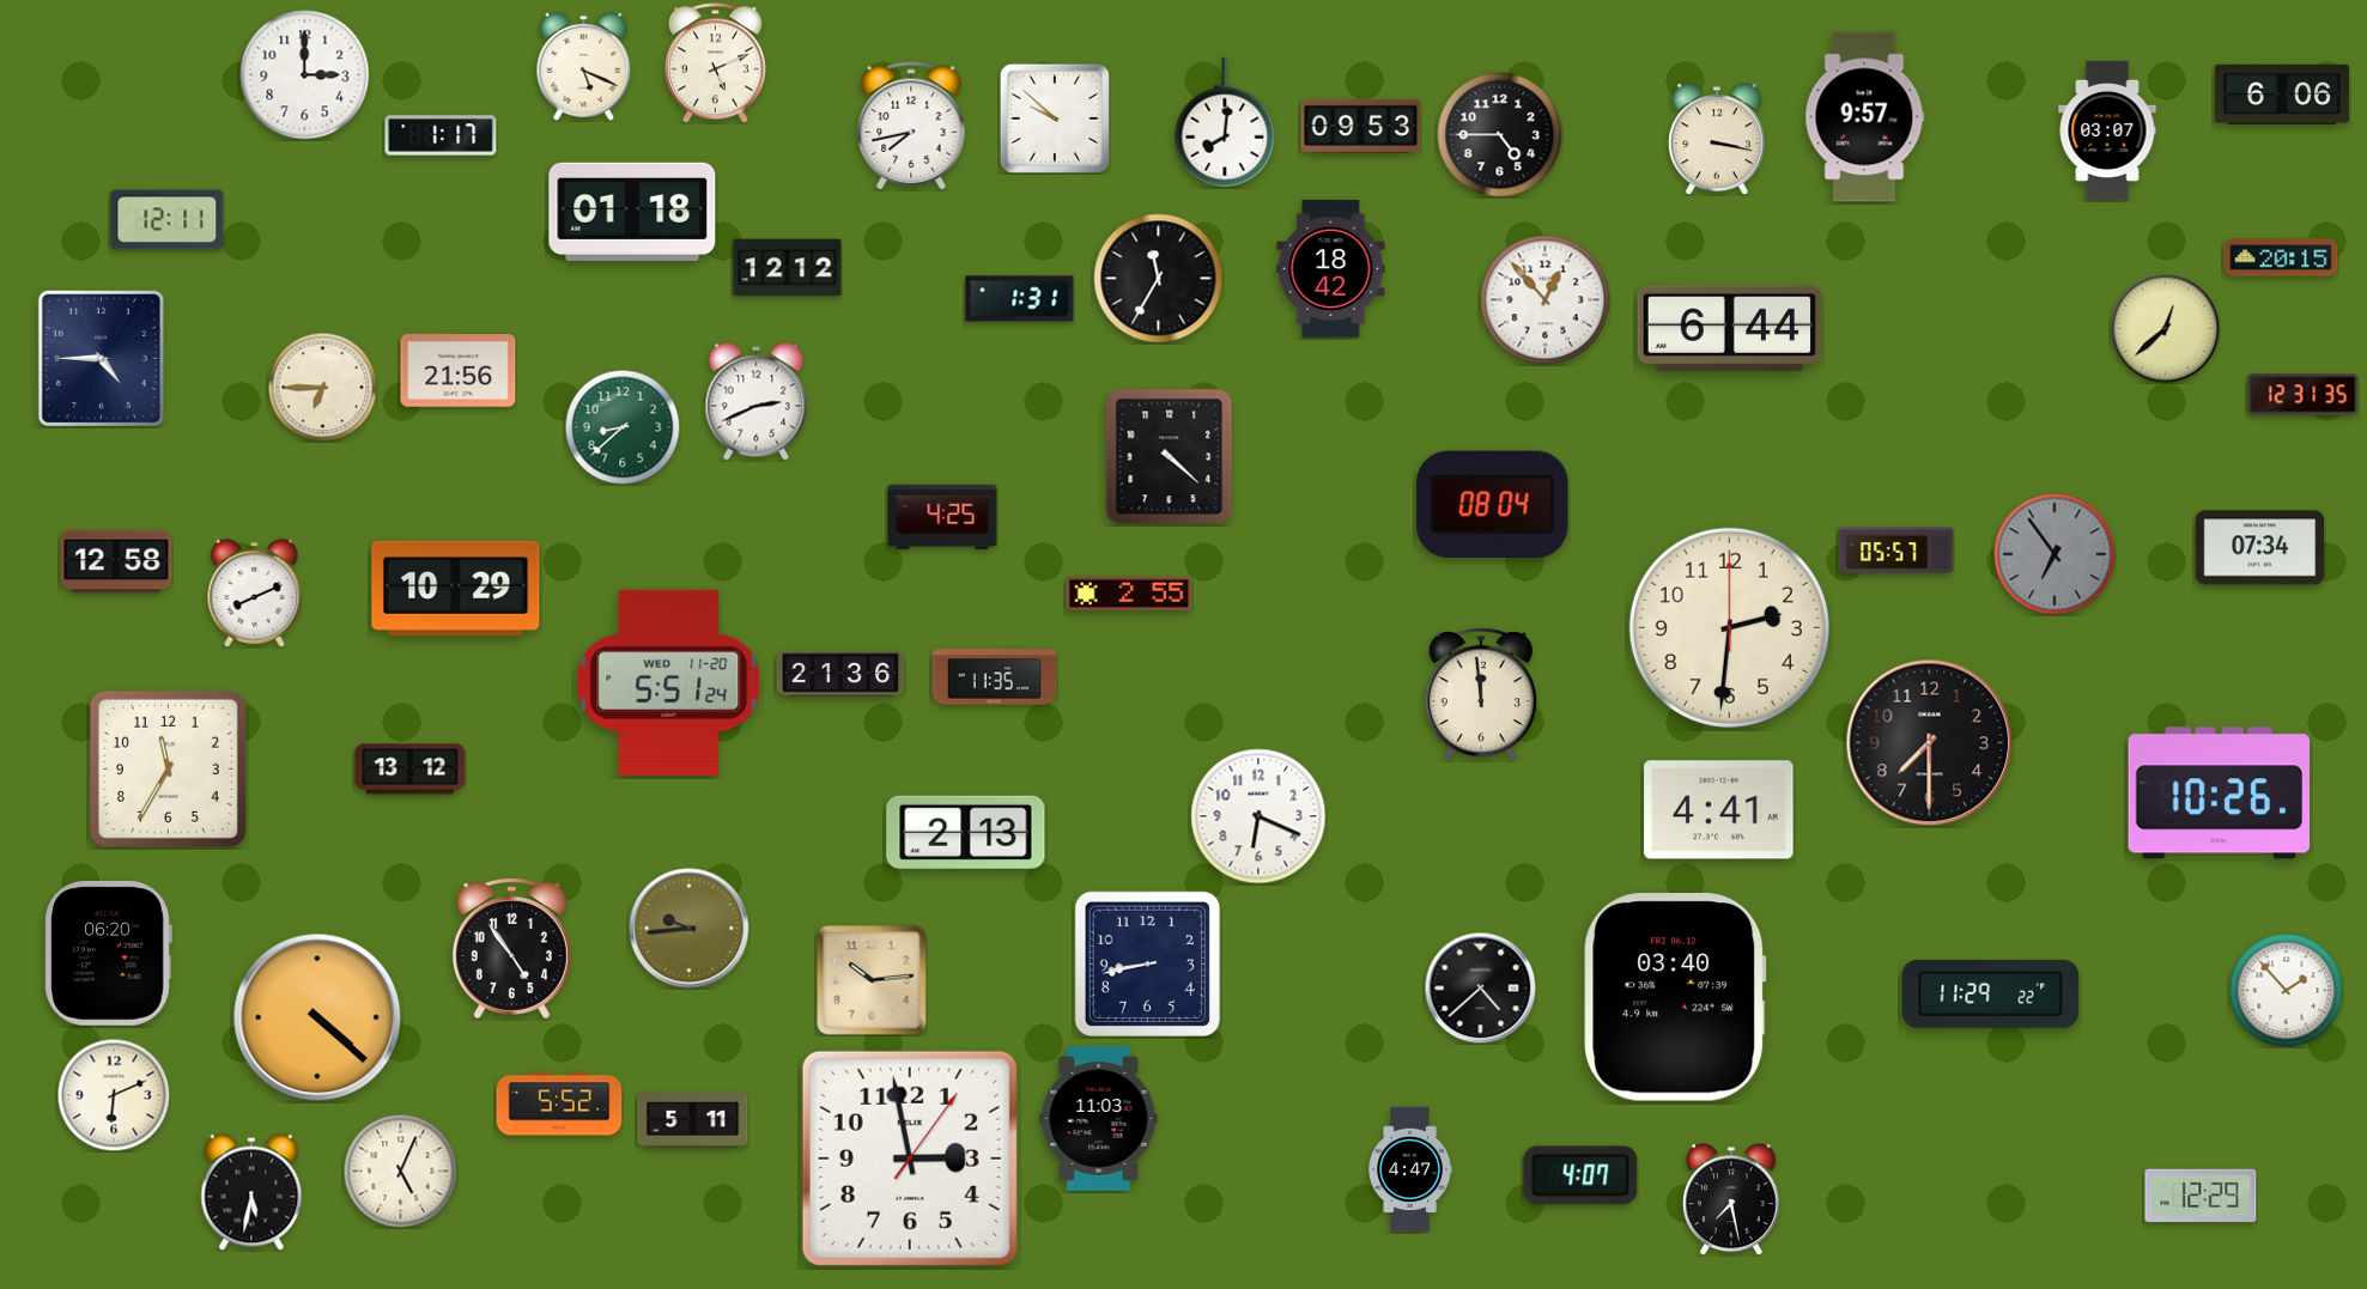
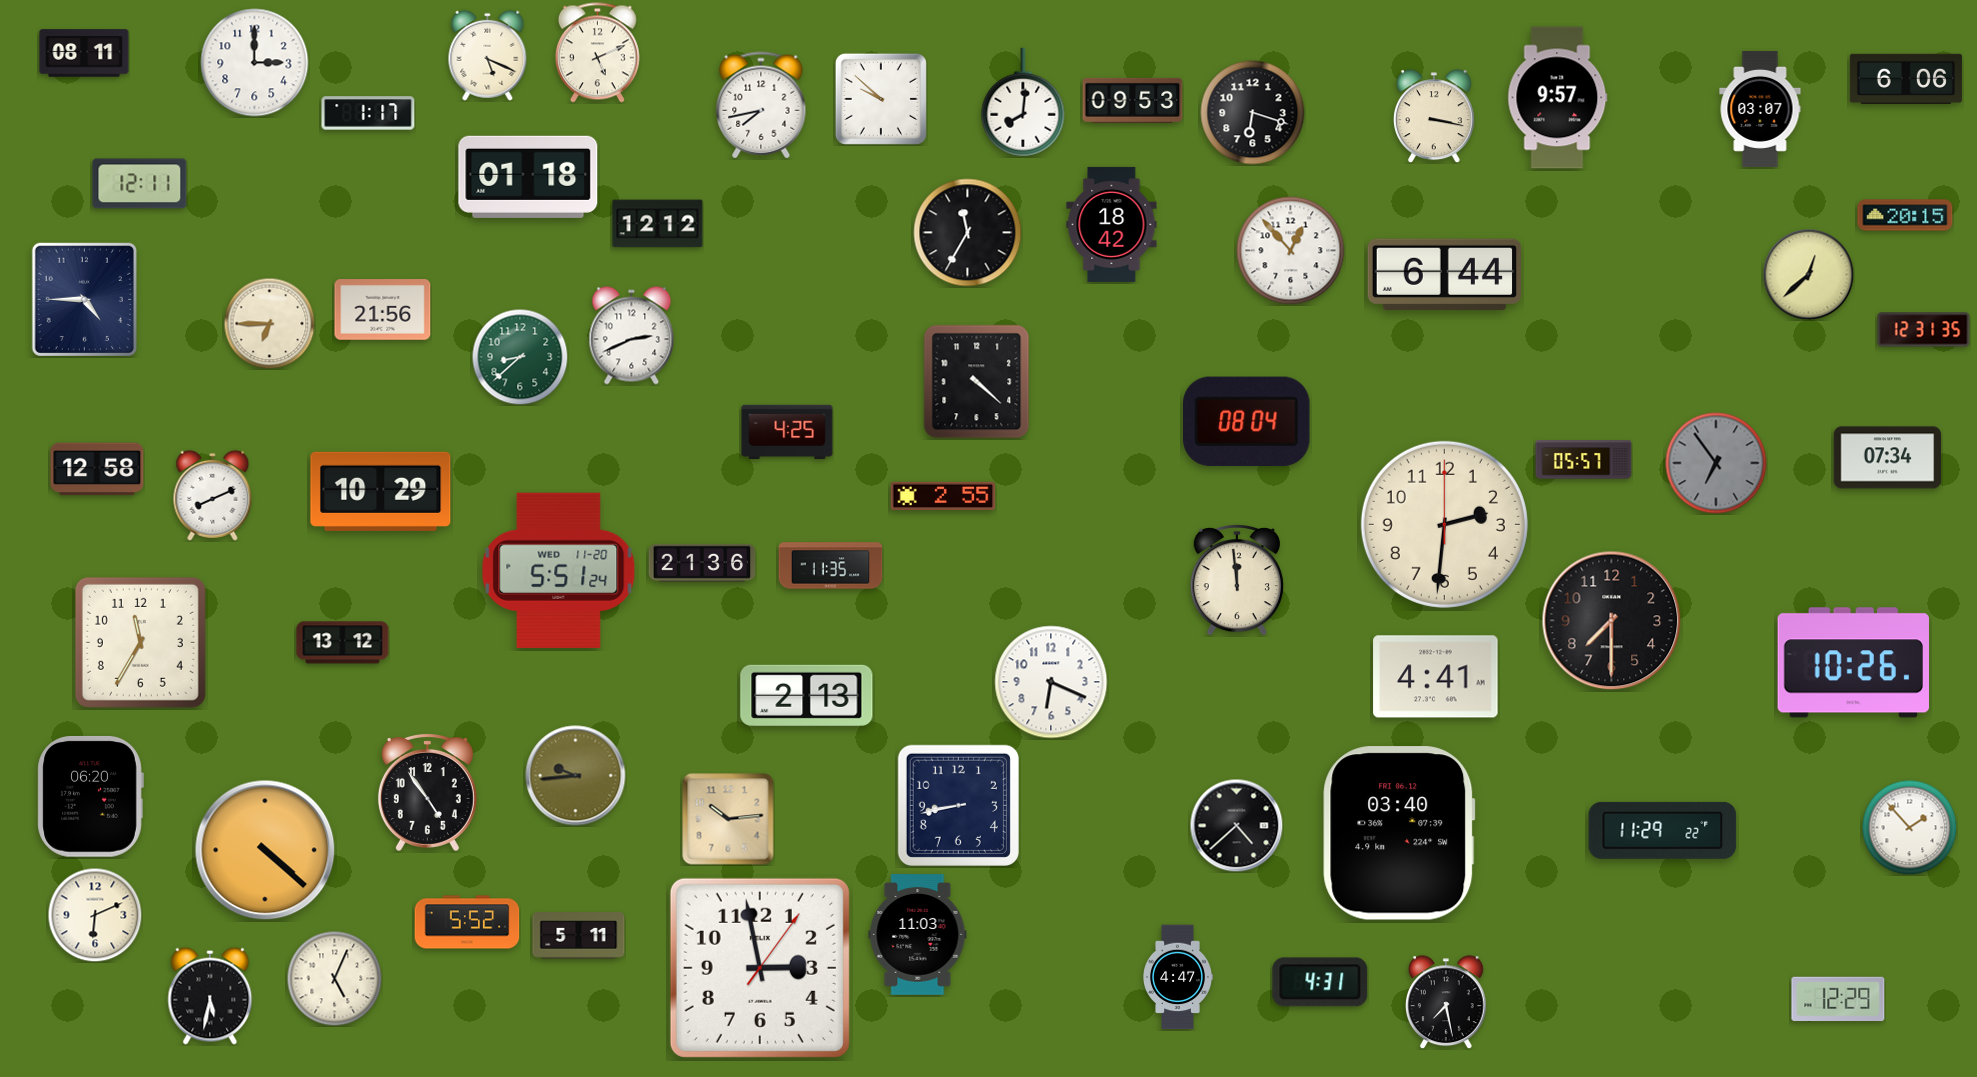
clock at (84, 53): none -> 08:11
clock at (1361, 126) position: (1361, 126) -> (1133, 100)
clock at (1500, 135): 4:45 -> 6:18
clock at (1020, 299): 1:31 -> none
clock at (1580, 1175): 4:07 -> 4:31
